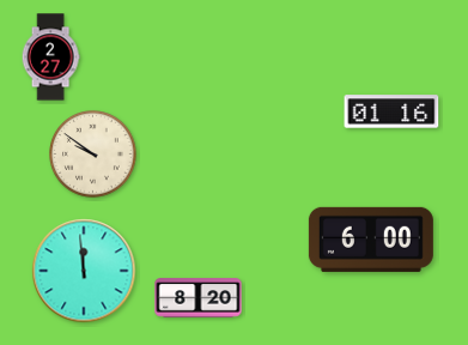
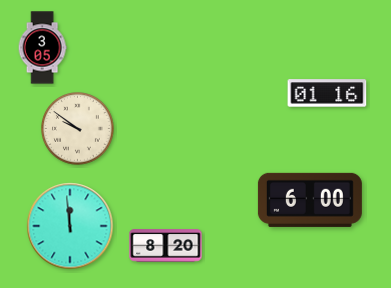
clock at (50, 57): 2:27 -> 3:05
clock at (199, 298) position: (199, 298) -> (166, 246)
